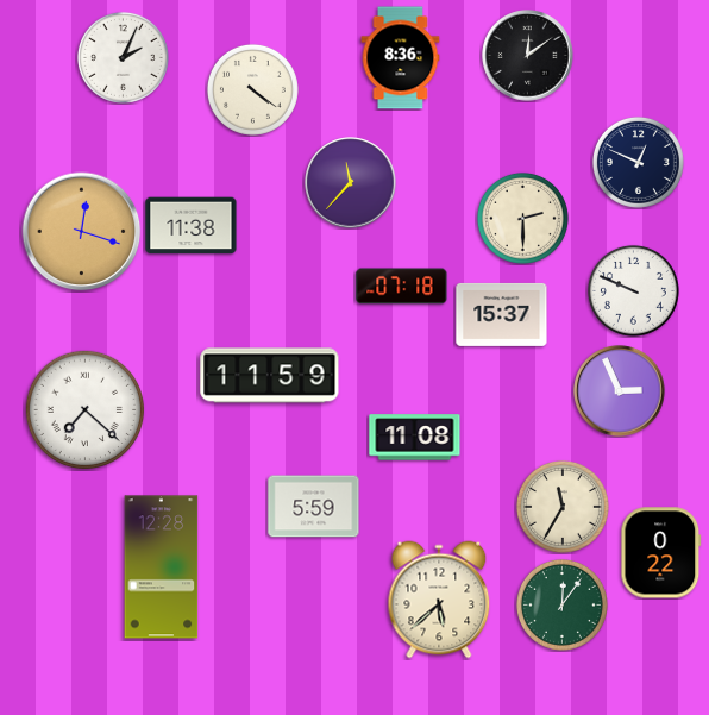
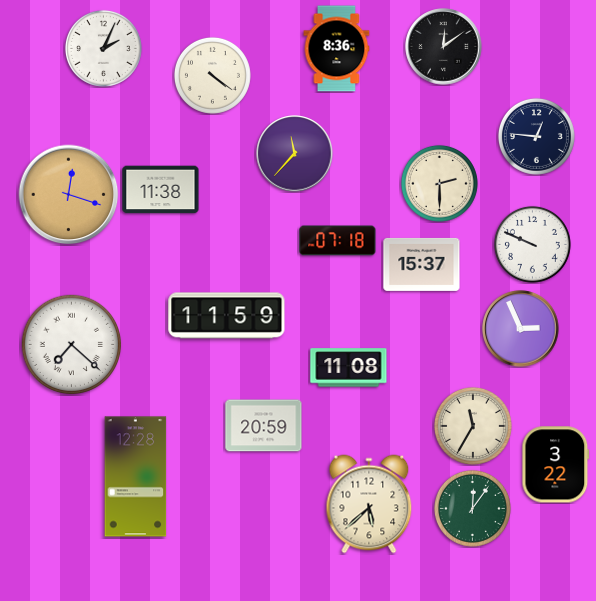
clock at (638, 162): 12:49 -> 12:46
clock at (314, 507): 5:59 -> 20:59
clock at (661, 553): 0:22 -> 3:22
